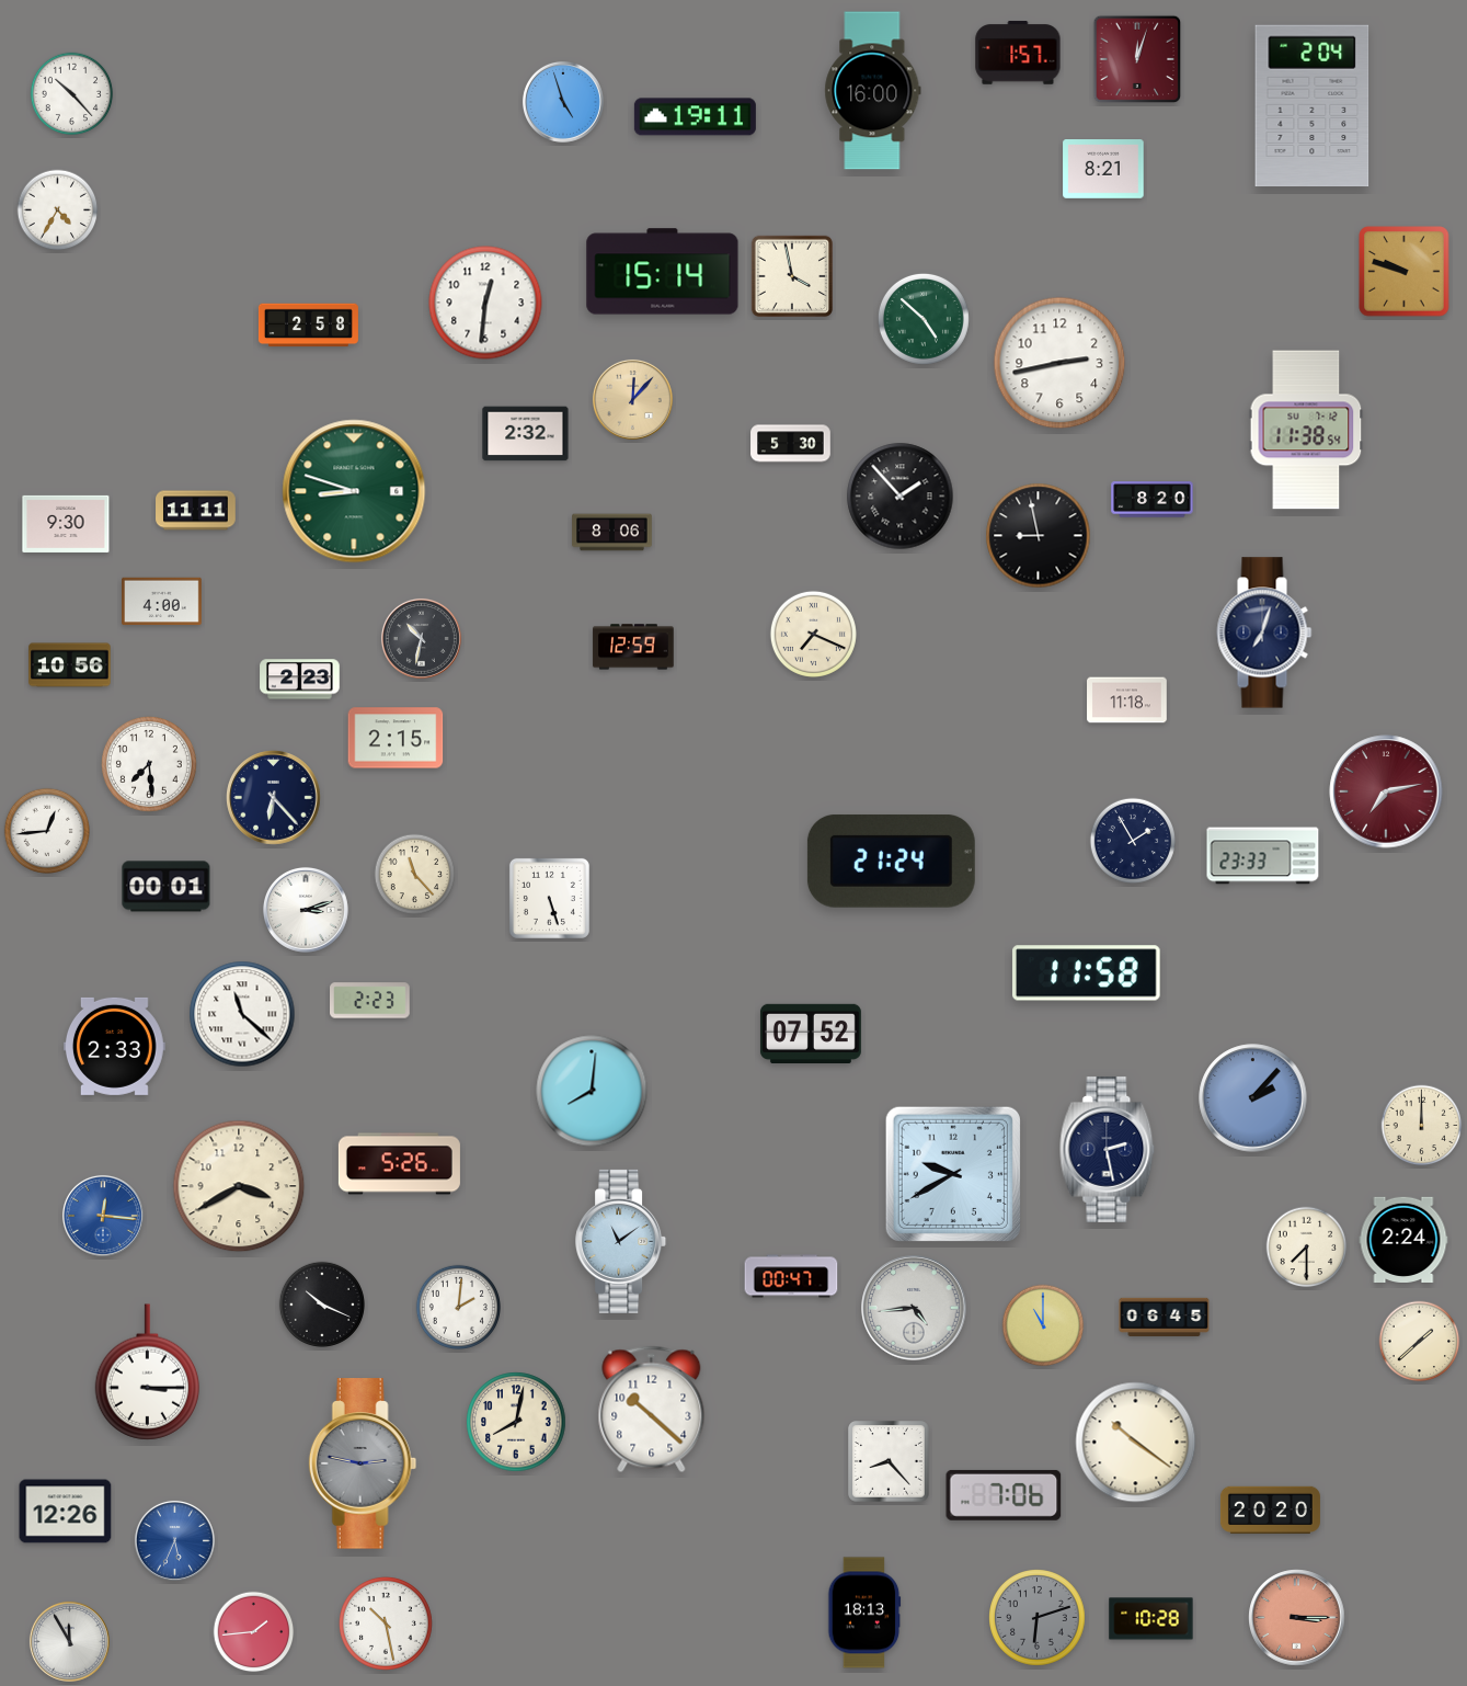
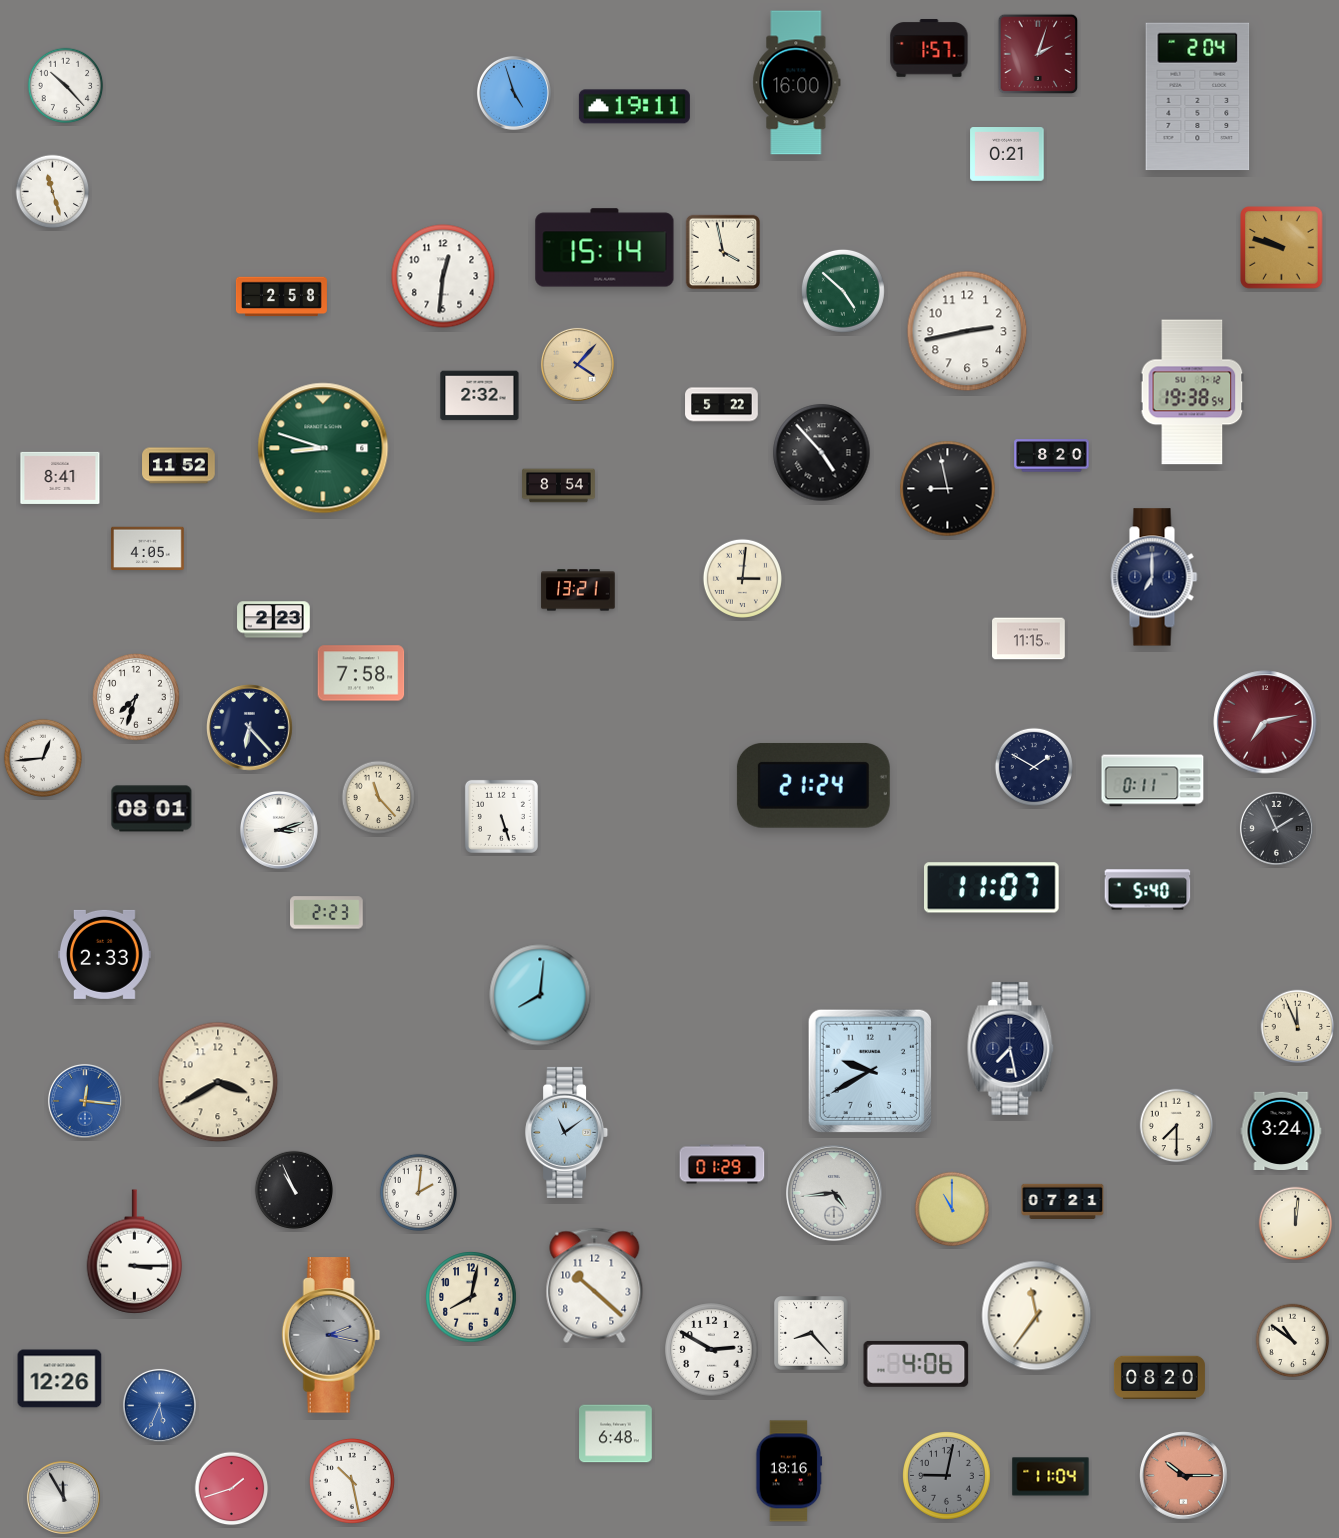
clock at (1137, 59): 12:03 -> 2:03
clock at (1103, 170): 8:21 -> 0:21
clock at (58, 210): 4:35 -> 11:27
clock at (632, 399): 12:07 -> 4:07
clock at (1306, 430): 11:38 -> 19:38
clock at (791, 444): 5:30 -> 5:22
clock at (901, 497): 1:53 -> 4:53
clock at (196, 511): 11:11 -> 11:52
clock at (66, 524): 9:30 -> 8:41
clock at (612, 533): 8:06 -> 8:54
clock at (162, 602): 4:00 -> 4:05
clock at (1264, 633): 7:03 -> 7:00
clock at (813, 634): 7:19 -> 3:01
clock at (421, 638): 10:32 -> none
clock at (633, 647): 12:59 -> 13:21
clock at (70, 665): 10:56 -> none
clock at (1127, 700): 11:18 -> 11:15
clock at (396, 738): 2:15 -> 7:58
clock at (150, 765): 7:29 -> 7:33
clock at (1132, 840): 1:55 -> 1:50
clock at (1263, 856): 23:33 -> 0:11
clock at (167, 887): 00:01 -> 08:01
clock at (549, 898) position: (549, 898) -> (501, 816)
clock at (1276, 828): none -> 1:56
clock at (1087, 973): 11:58 -> 11:07
clock at (1148, 890): none -> 5:40
clock at (370, 1001) position: (370, 1001) -> (327, 913)
clock at (242, 1014): 11:22 -> none
clock at (811, 1033): 07:52 -> none
clock at (1253, 1098): 2:07 -> none
clock at (1422, 1126): 12:00 -> 11:56
clock at (1108, 1149): 2:28 -> 7:28
clock at (399, 1164): 5:26 -> none
clock at (103, 1216) position: (103, 1216) -> (85, 1101)
clock at (1403, 1239): 2:24 -> 3:24
clock at (1307, 1248) position: (1307, 1248) -> (1177, 1126)
clock at (791, 1276): 00:47 -> 01:29
clock at (321, 1303): 10:19 -> 10:56
clock at (1165, 1317): 06:45 -> 07:21
clock at (1420, 1342): 1:38 -> 12:01
clock at (1136, 1443): 10:21 -> 11:36
clock at (363, 1463): 2:47 -> 2:17
clock at (1293, 1341): none -> 10:51
clock at (712, 1350): none -> 2:50
clock at (1004, 1495): 7:06 -> 4:06
clock at (1270, 1511): 20:20 -> 08:20
clock at (616, 1434): none -> 6:48
clock at (864, 1613): 18:13 -> 18:16
clock at (1038, 1618): 6:12 -> 9:02
clock at (1297, 1618): 3:15 -> 10:15
clock at (1151, 1619): 10:28 -> 11:04
clock at (254, 1632): 1:44 -> 1:42
